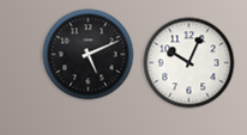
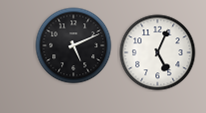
clock at (189, 63): 10:04 -> 5:04
